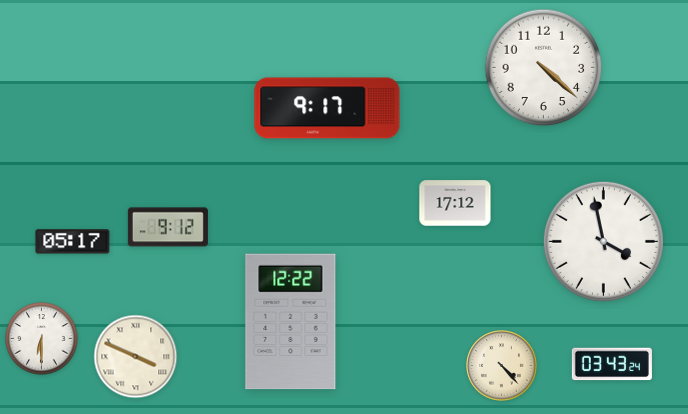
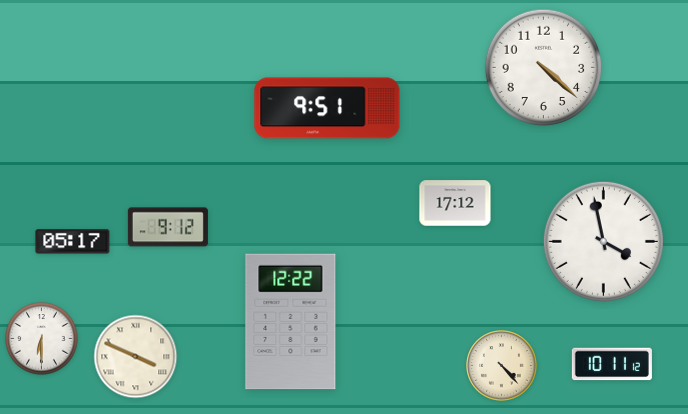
clock at (327, 108): 9:17 -> 9:51
clock at (612, 364): 03:43 -> 10:11
